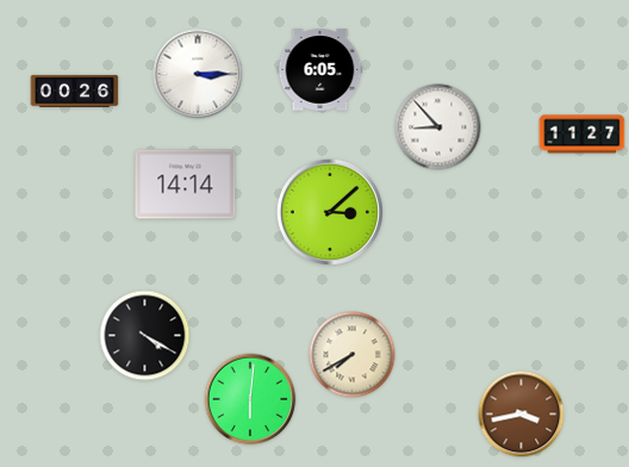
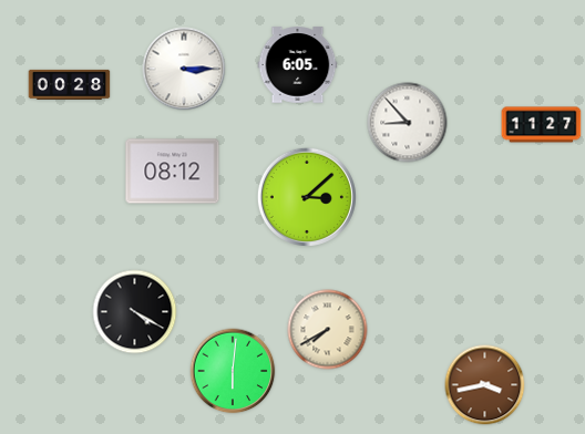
clock at (75, 91): 00:26 -> 00:28
clock at (438, 127) position: (438, 127) -> (408, 123)
clock at (186, 185): 14:14 -> 08:12
